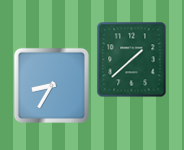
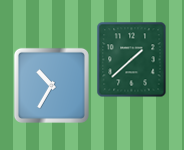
clock at (51, 85): 8:35 -> 10:35
